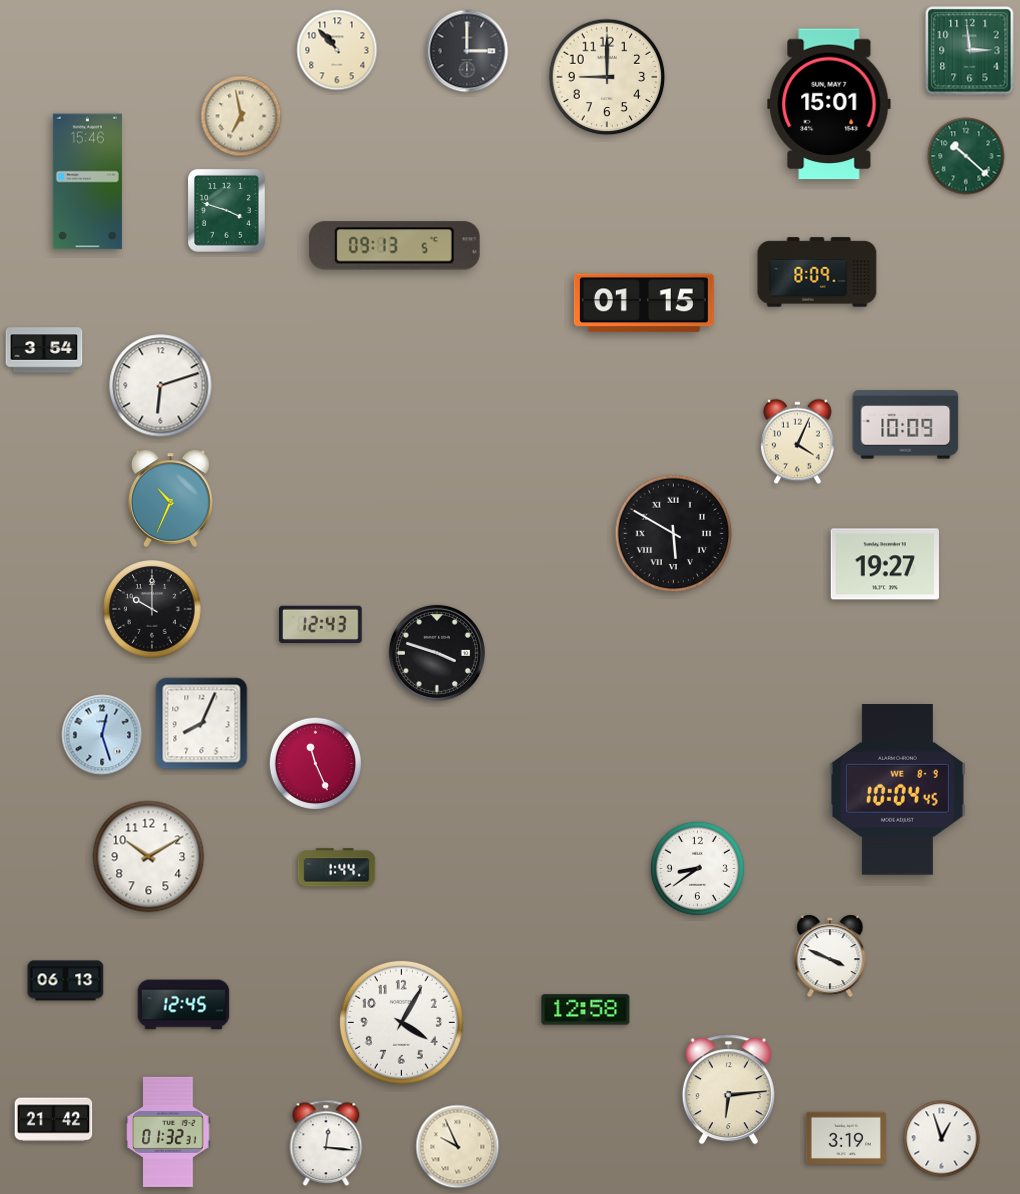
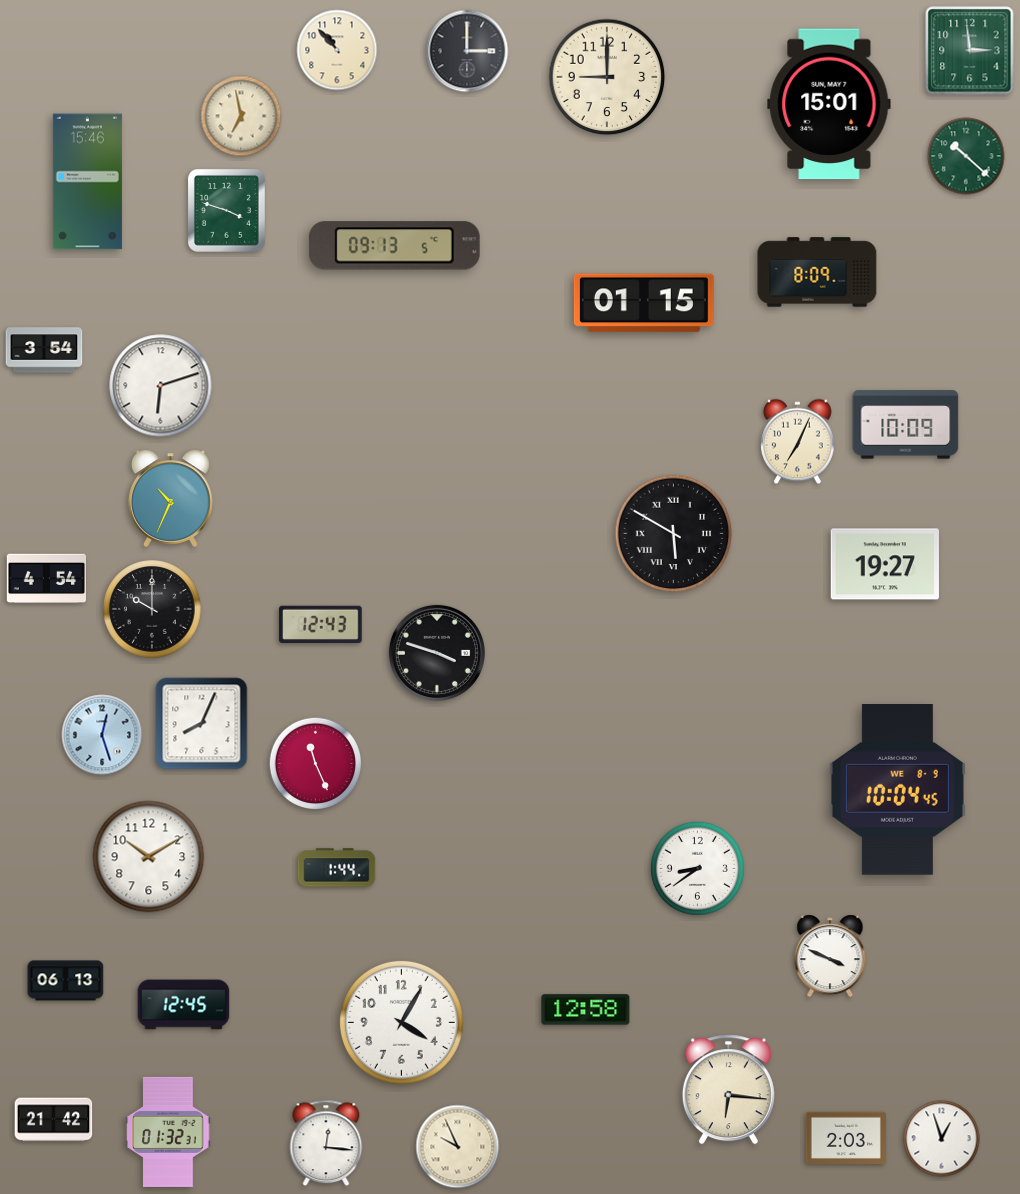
clock at (798, 442): 4:04 -> 7:04
clock at (46, 579): none -> 4:54
clock at (728, 1090): 6:14 -> 6:16
clock at (846, 1138): 3:19 -> 2:03
